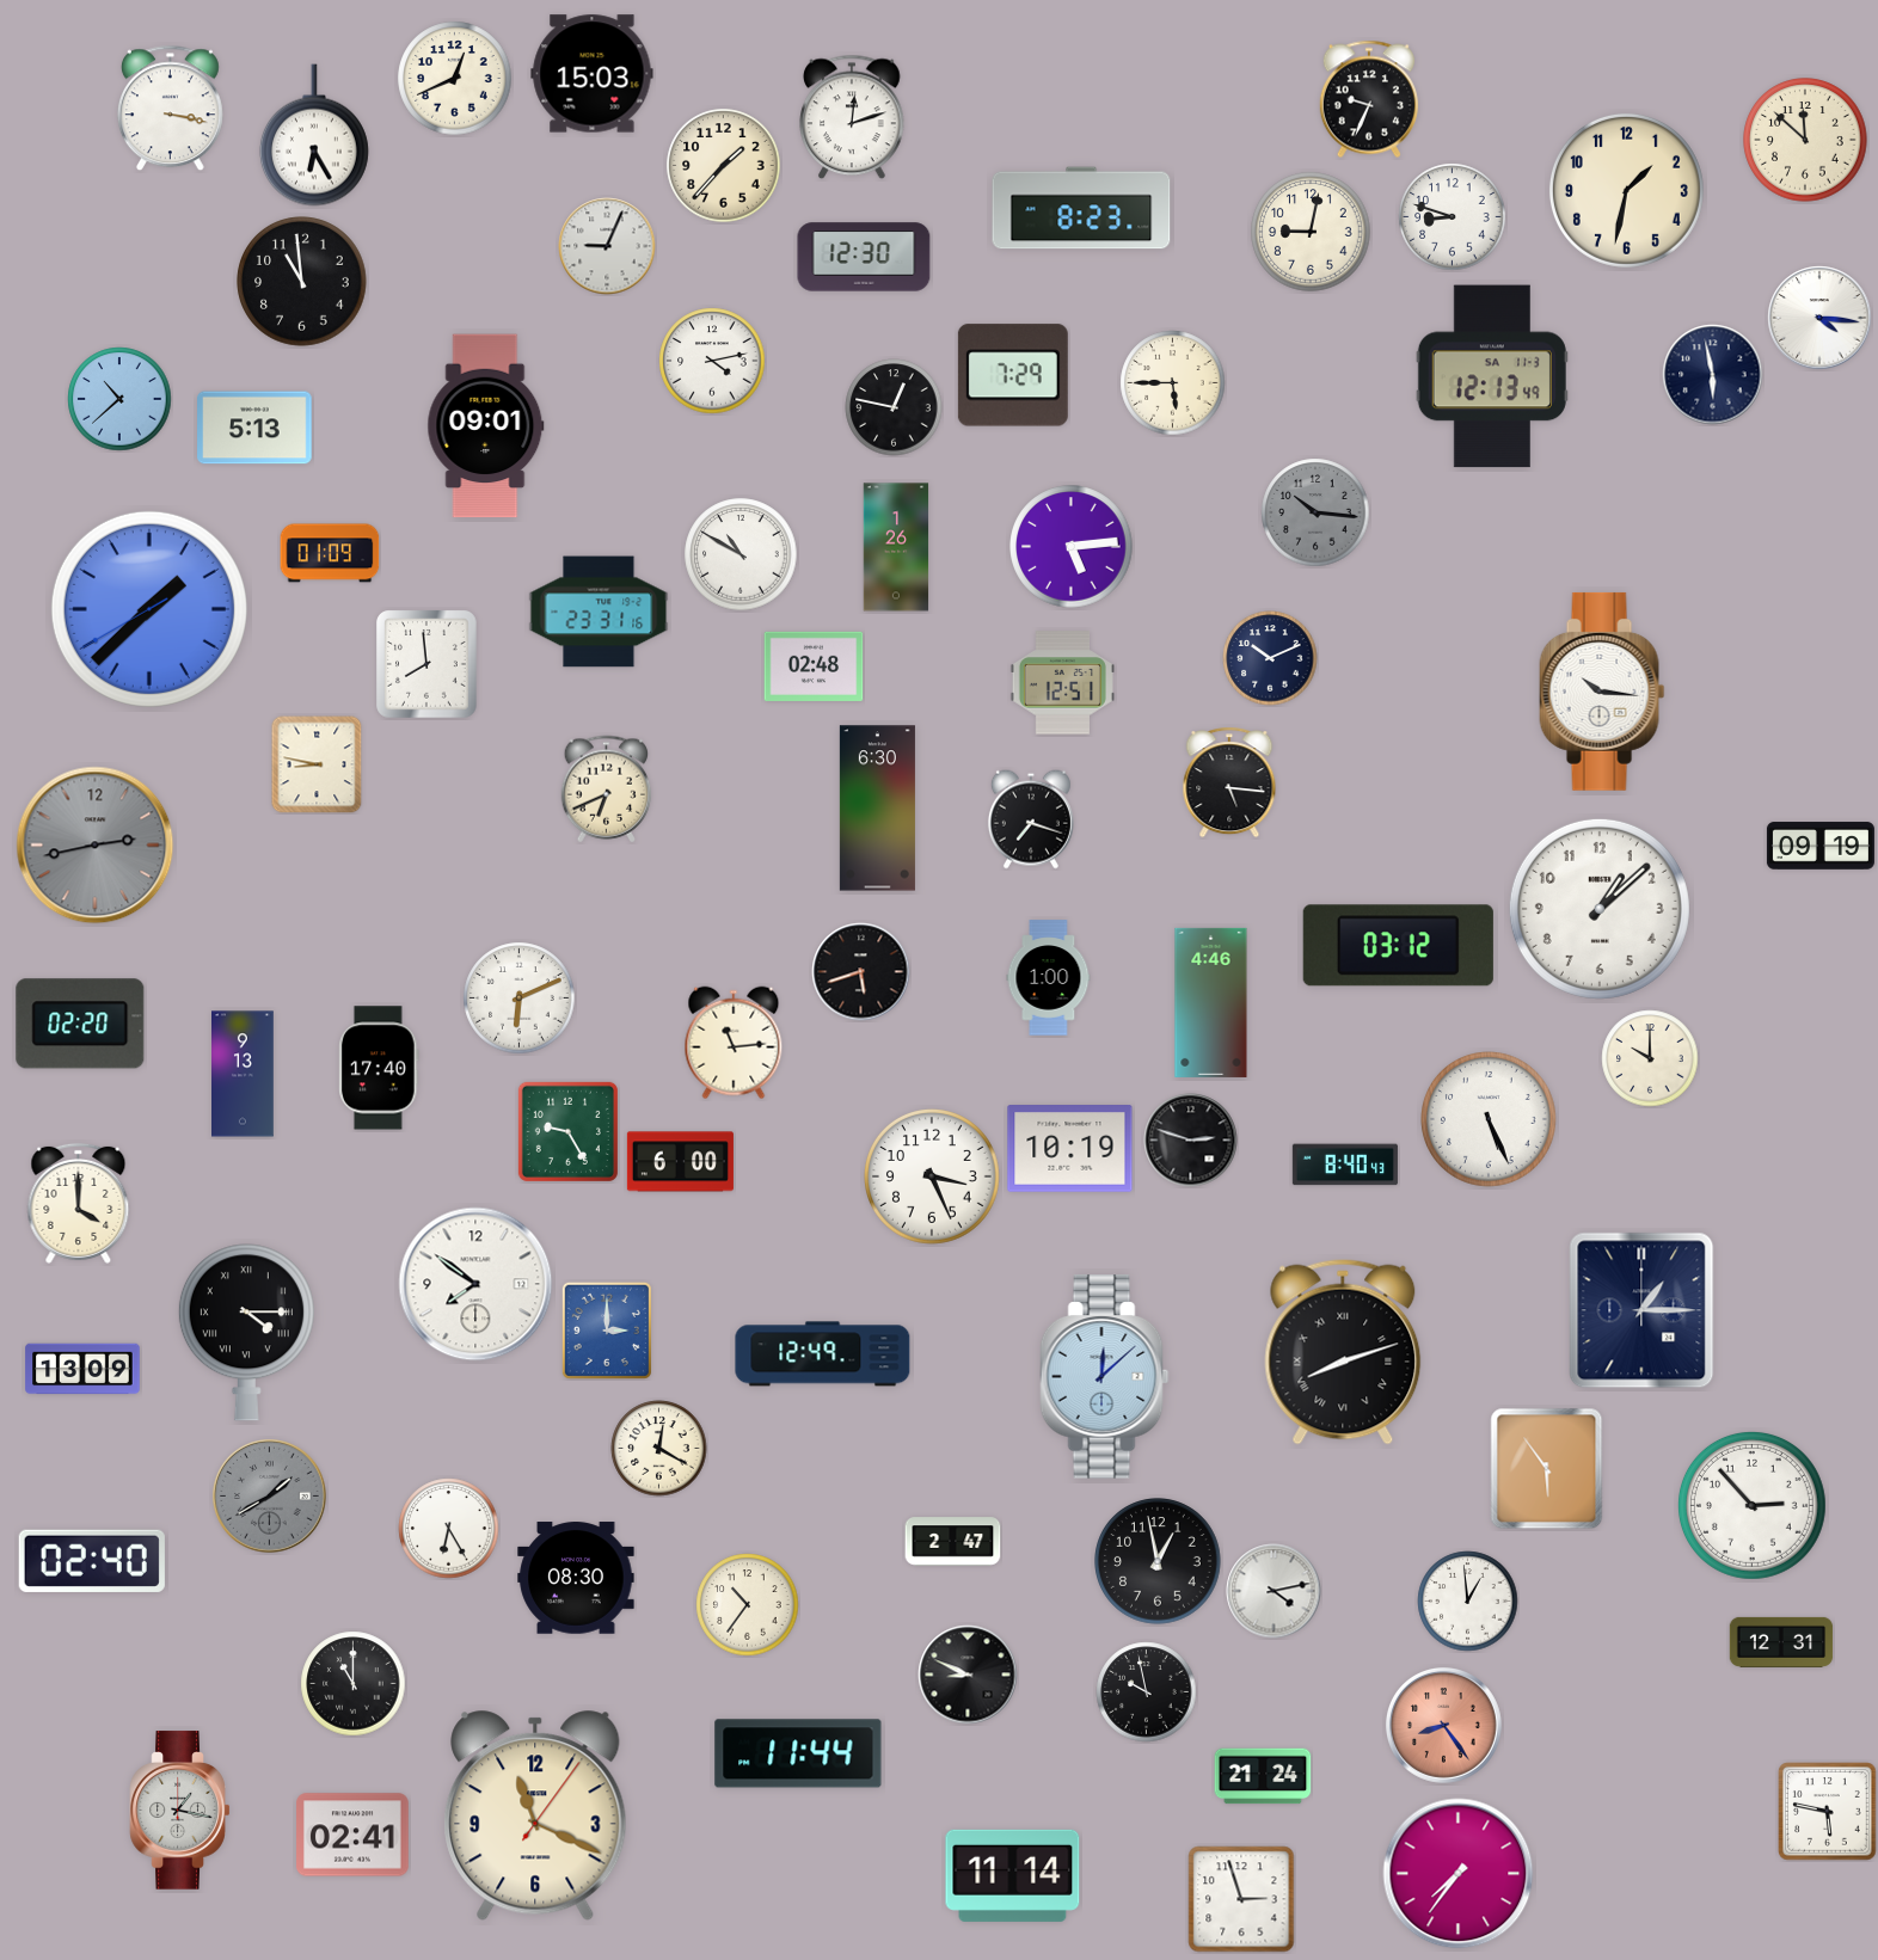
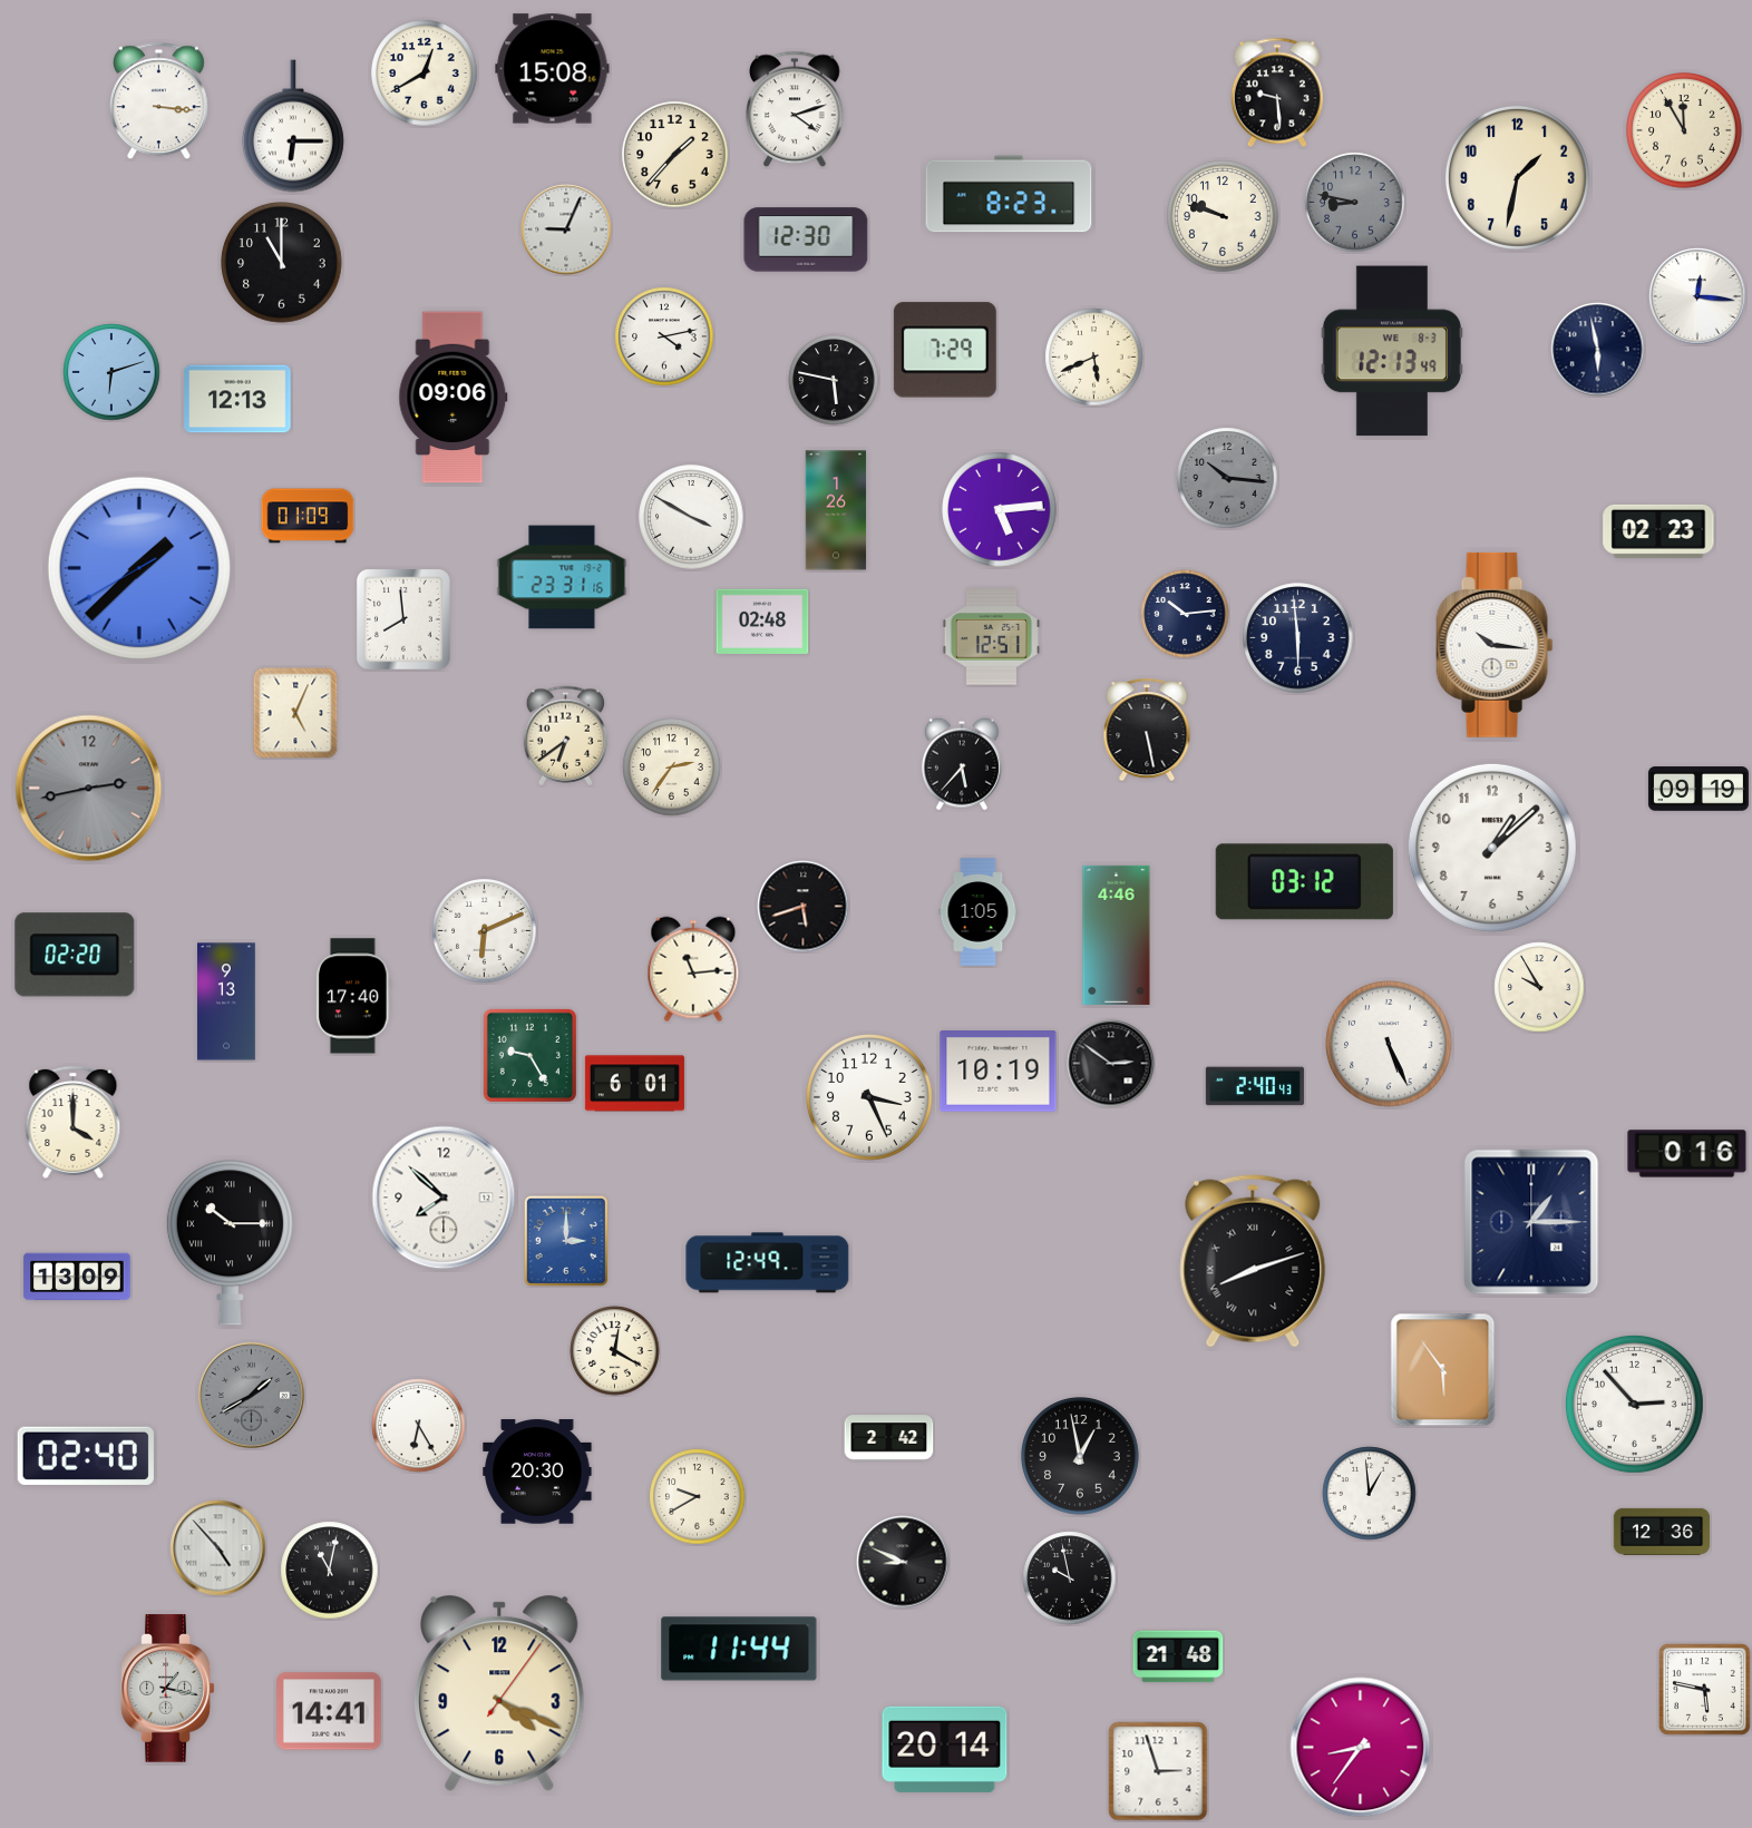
clock at (593, 74): 15:03 -> 15:08
clock at (455, 79): 12:41 -> 12:40
clock at (1369, 99): 9:34 -> 9:29
clock at (170, 109): 3:17 -> 3:16
clock at (852, 117): 12:12 -> 4:12
clock at (314, 135): 6:25 -> 6:15
clock at (1805, 140): 11:52 -> 11:55
clock at (1453, 217): 8:48 -> 8:47
clock at (1453, 217) dial: white -> grey
clock at (1311, 232): 9:02 -> 9:48
clock at (302, 282): 10:59 -> 11:00
clock at (1819, 318): 4:16 -> 12:16
clock at (1492, 376) date: SA 11-3 -> WE 8-3
clock at (1173, 383): 5:45 -> 5:41
clock at (119, 399): 10:38 -> 6:12
clock at (894, 407): 12:47 -> 5:47
clock at (486, 426): 09:01 -> 09:06
clock at (254, 428): 5:13 -> 12:13
clock at (741, 554): 10:50 -> 3:50
clock at (1658, 531): none -> 02:23
clock at (599, 612) position: (599, 612) -> (562, 577)
clock at (1270, 658): 10:11 -> 10:14
clock at (428, 664) position: (428, 664) -> (405, 619)
clock at (814, 665) position: (814, 665) -> (762, 620)
clock at (1298, 638): none -> 5:59
clock at (317, 764): 8:47 -> 5:04
clock at (1229, 782): 5:16 -> 5:28
clock at (607, 789): 6:41 -> 6:39
clock at (877, 809): 6:30 -> none
clock at (1031, 819): 7:18 -> 5:37
clock at (672, 768): none -> 2:36
clock at (1049, 978): 1:00 -> 1:05
clock at (1211, 1002) position: (1211, 1002) -> (1117, 935)
clock at (734, 1043) position: (734, 1043) -> (693, 969)
clock at (1650, 1058): 10:00 -> 9:55
clock at (1191, 1141): 2:48 -> 2:51
clock at (680, 1162): 6:00 -> 6:01
clock at (1345, 1165): 8:40 -> 2:40
clock at (1687, 1154): none -> 0:16
clock at (475, 1284): 7:51 -> 7:52
clock at (246, 1333): 4:15 -> 10:15
clock at (1105, 1377): 12:08 -> none
clock at (953, 1542): 2:47 -> 2:42
clock at (576, 1578): 08:30 -> 20:30
clock at (1274, 1591): 4:13 -> none
clock at (748, 1605): 10:36 -> 9:40
clock at (1781, 1642): 12:31 -> 12:36
clock at (218, 1548): none -> 4:53
clock at (354, 1684): 11:00 -> 11:02
clock at (1444, 1726): 8:24 -> none
clock at (798, 1753) position: (798, 1753) -> (739, 1649)
clock at (1263, 1776): 21:24 -> 21:48
clock at (535, 1815): 11:19 -> 4:19
clock at (354, 1835): 02:41 -> 14:41
clock at (1459, 1874): 7:36 -> 8:36
clock at (1013, 1875): 11:14 -> 20:14
